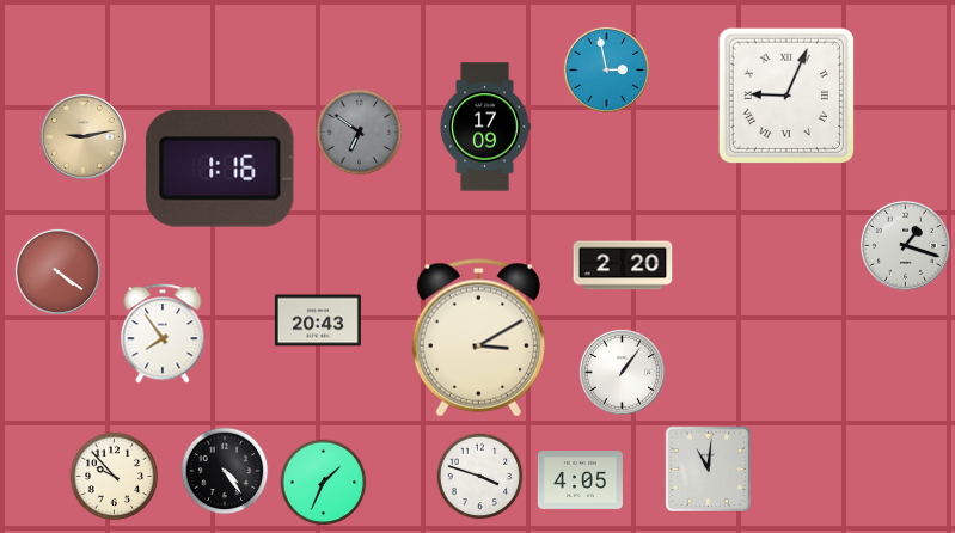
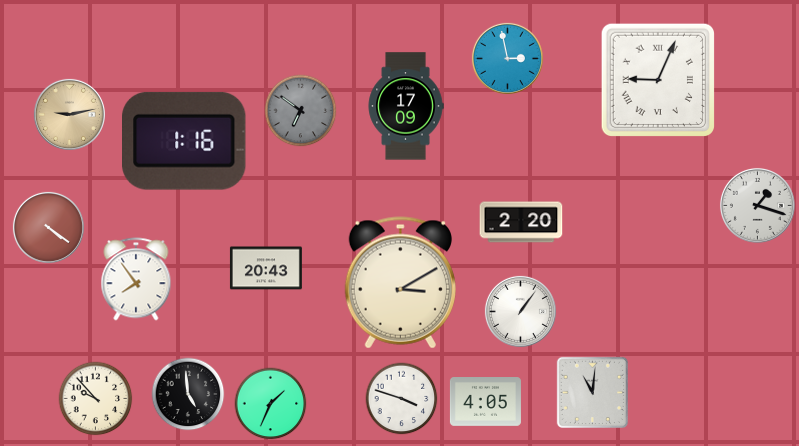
clock at (225, 471): 4:24 -> 4:59
